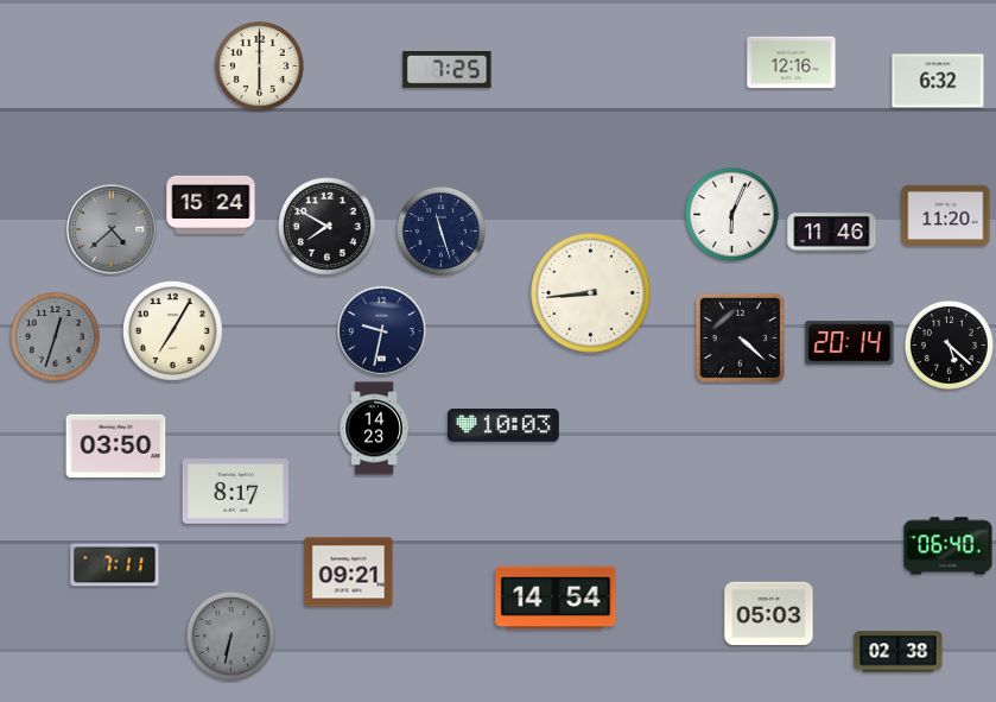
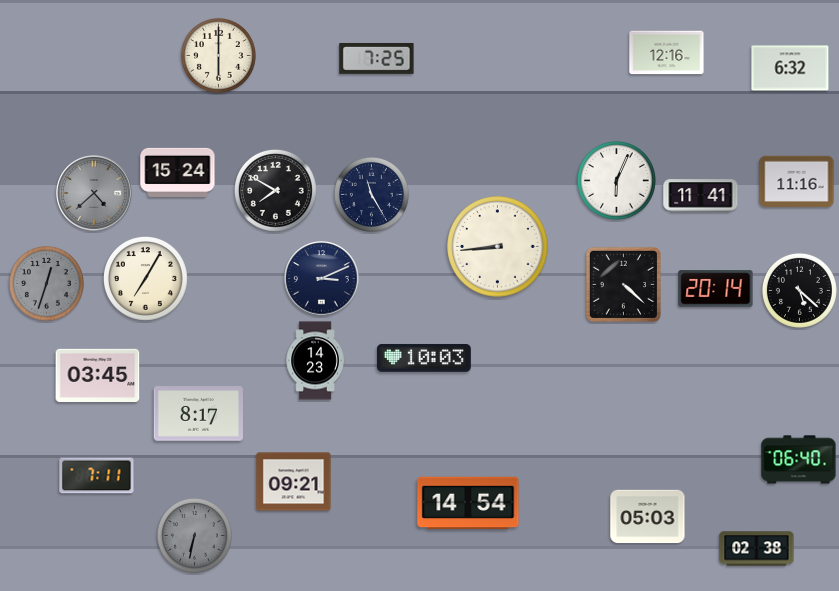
clock at (946, 216): 11:20 -> 11:16
clock at (440, 230): 11:27 -> 11:25
clock at (832, 233): 11:46 -> 11:41
clock at (382, 331): 9:32 -> 3:11
clock at (116, 445): 03:50 -> 03:45
